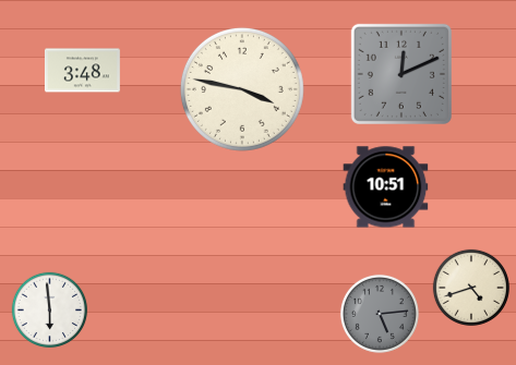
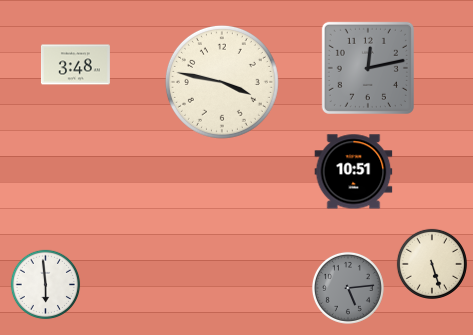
clock at (401, 74): 12:11 -> 12:13
clock at (471, 288): 4:42 -> 5:27
